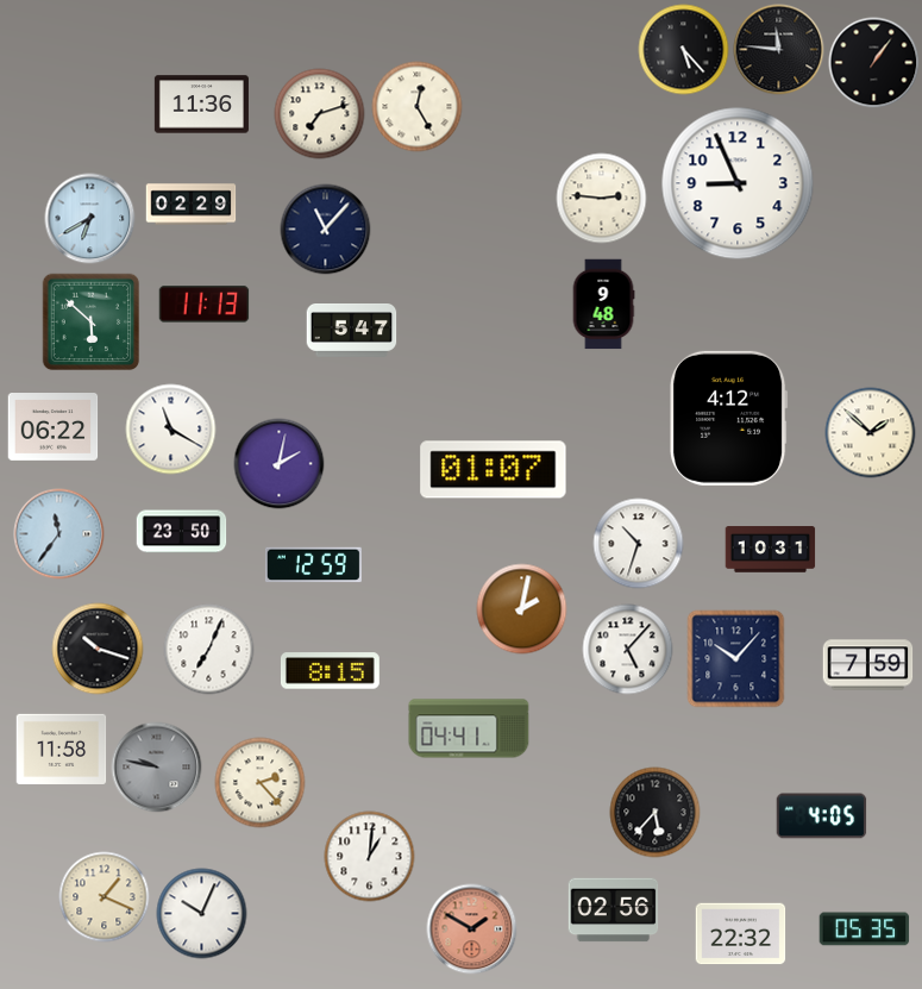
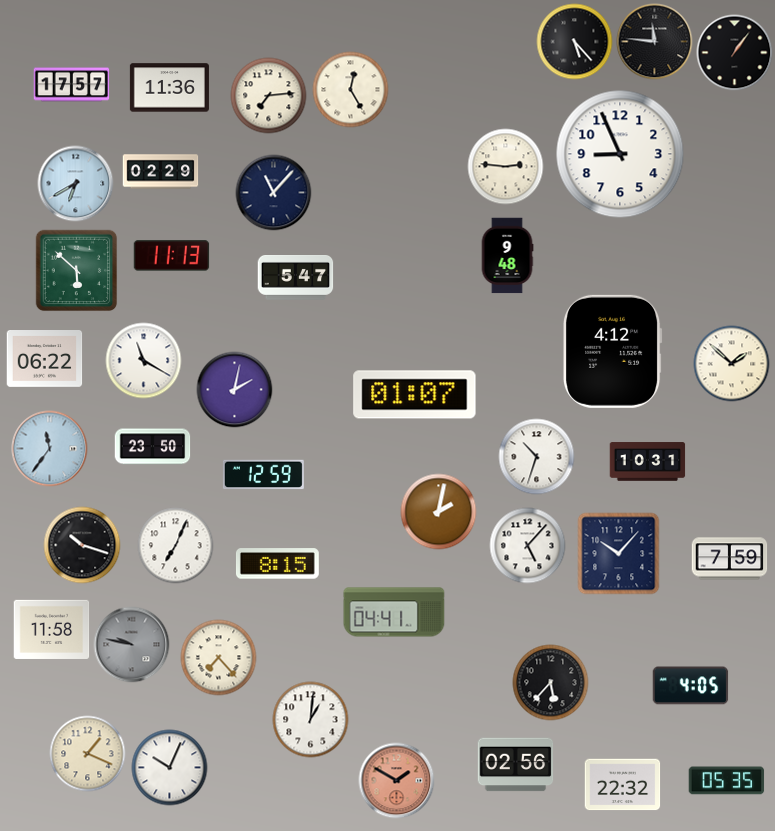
clock at (72, 85): none -> 17:57
clock at (320, 114): 7:12 -> 7:14
clock at (261, 783): 2:23 -> 7:23
